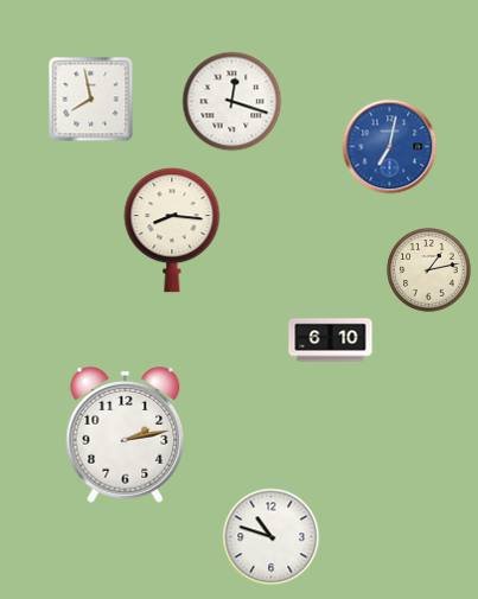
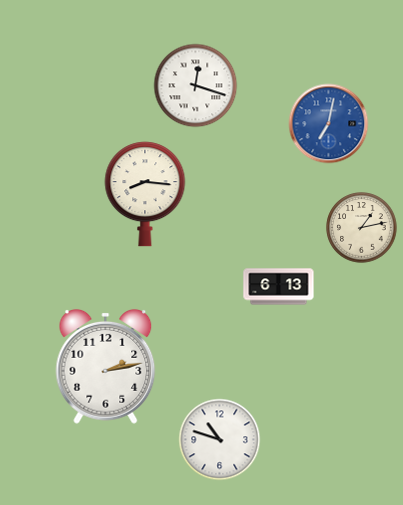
clock at (91, 100): 7:58 -> none
clock at (331, 340): 6:10 -> 6:13
clock at (272, 537) position: (272, 537) -> (220, 440)
